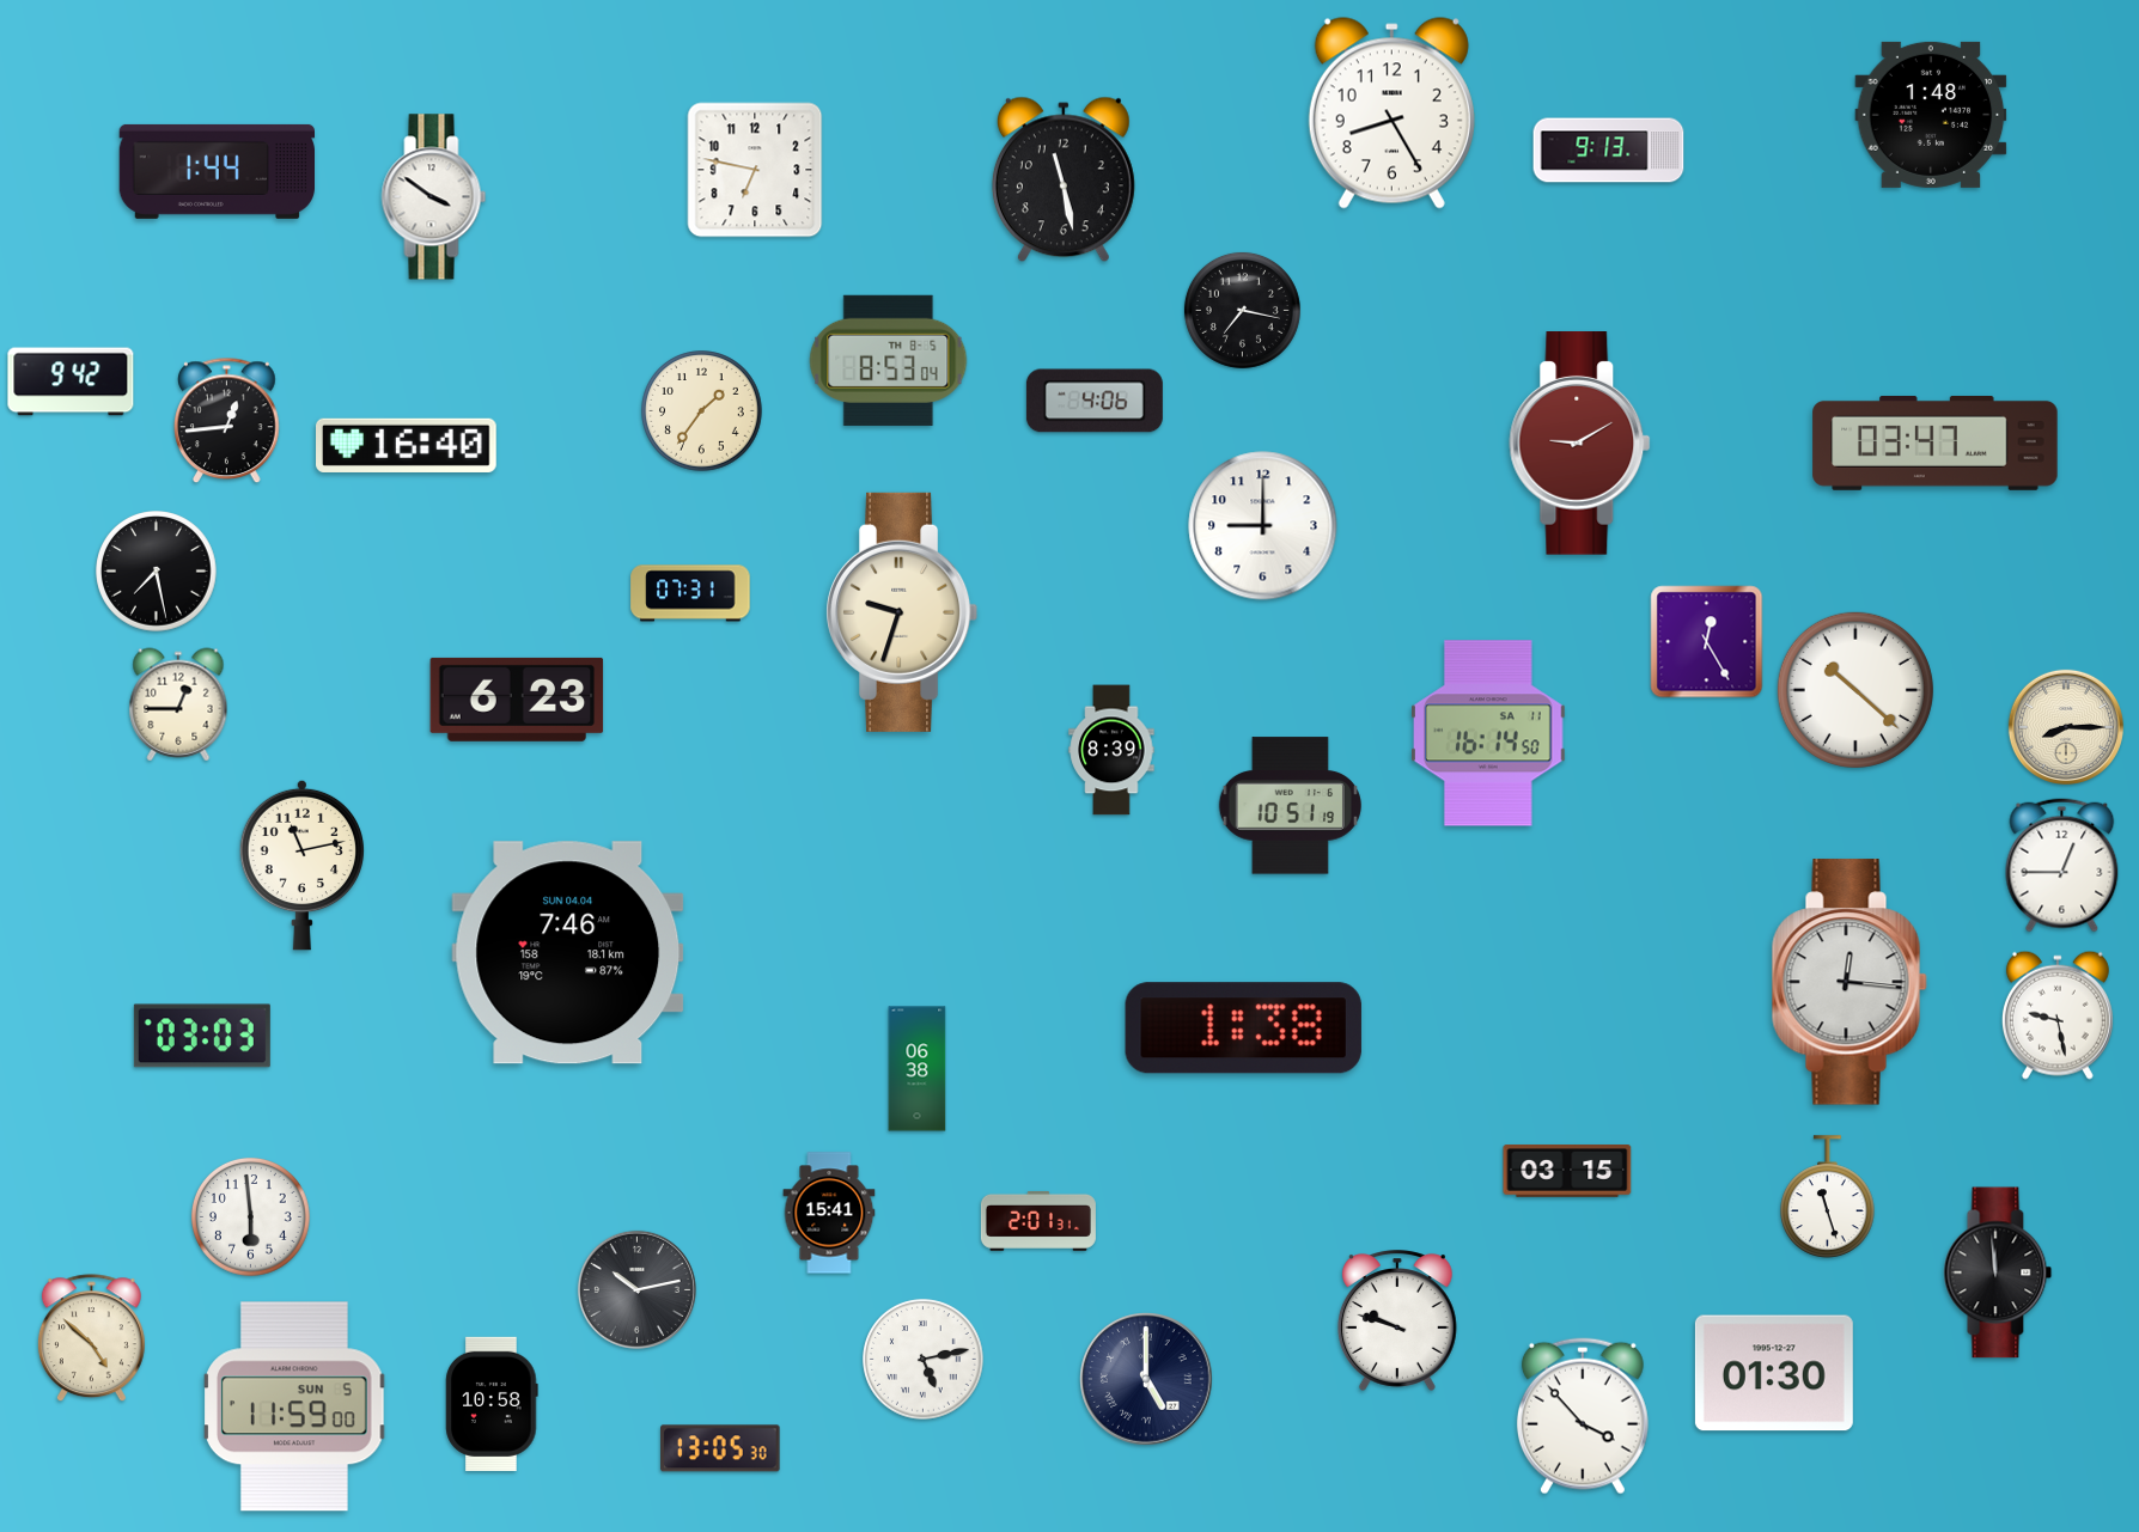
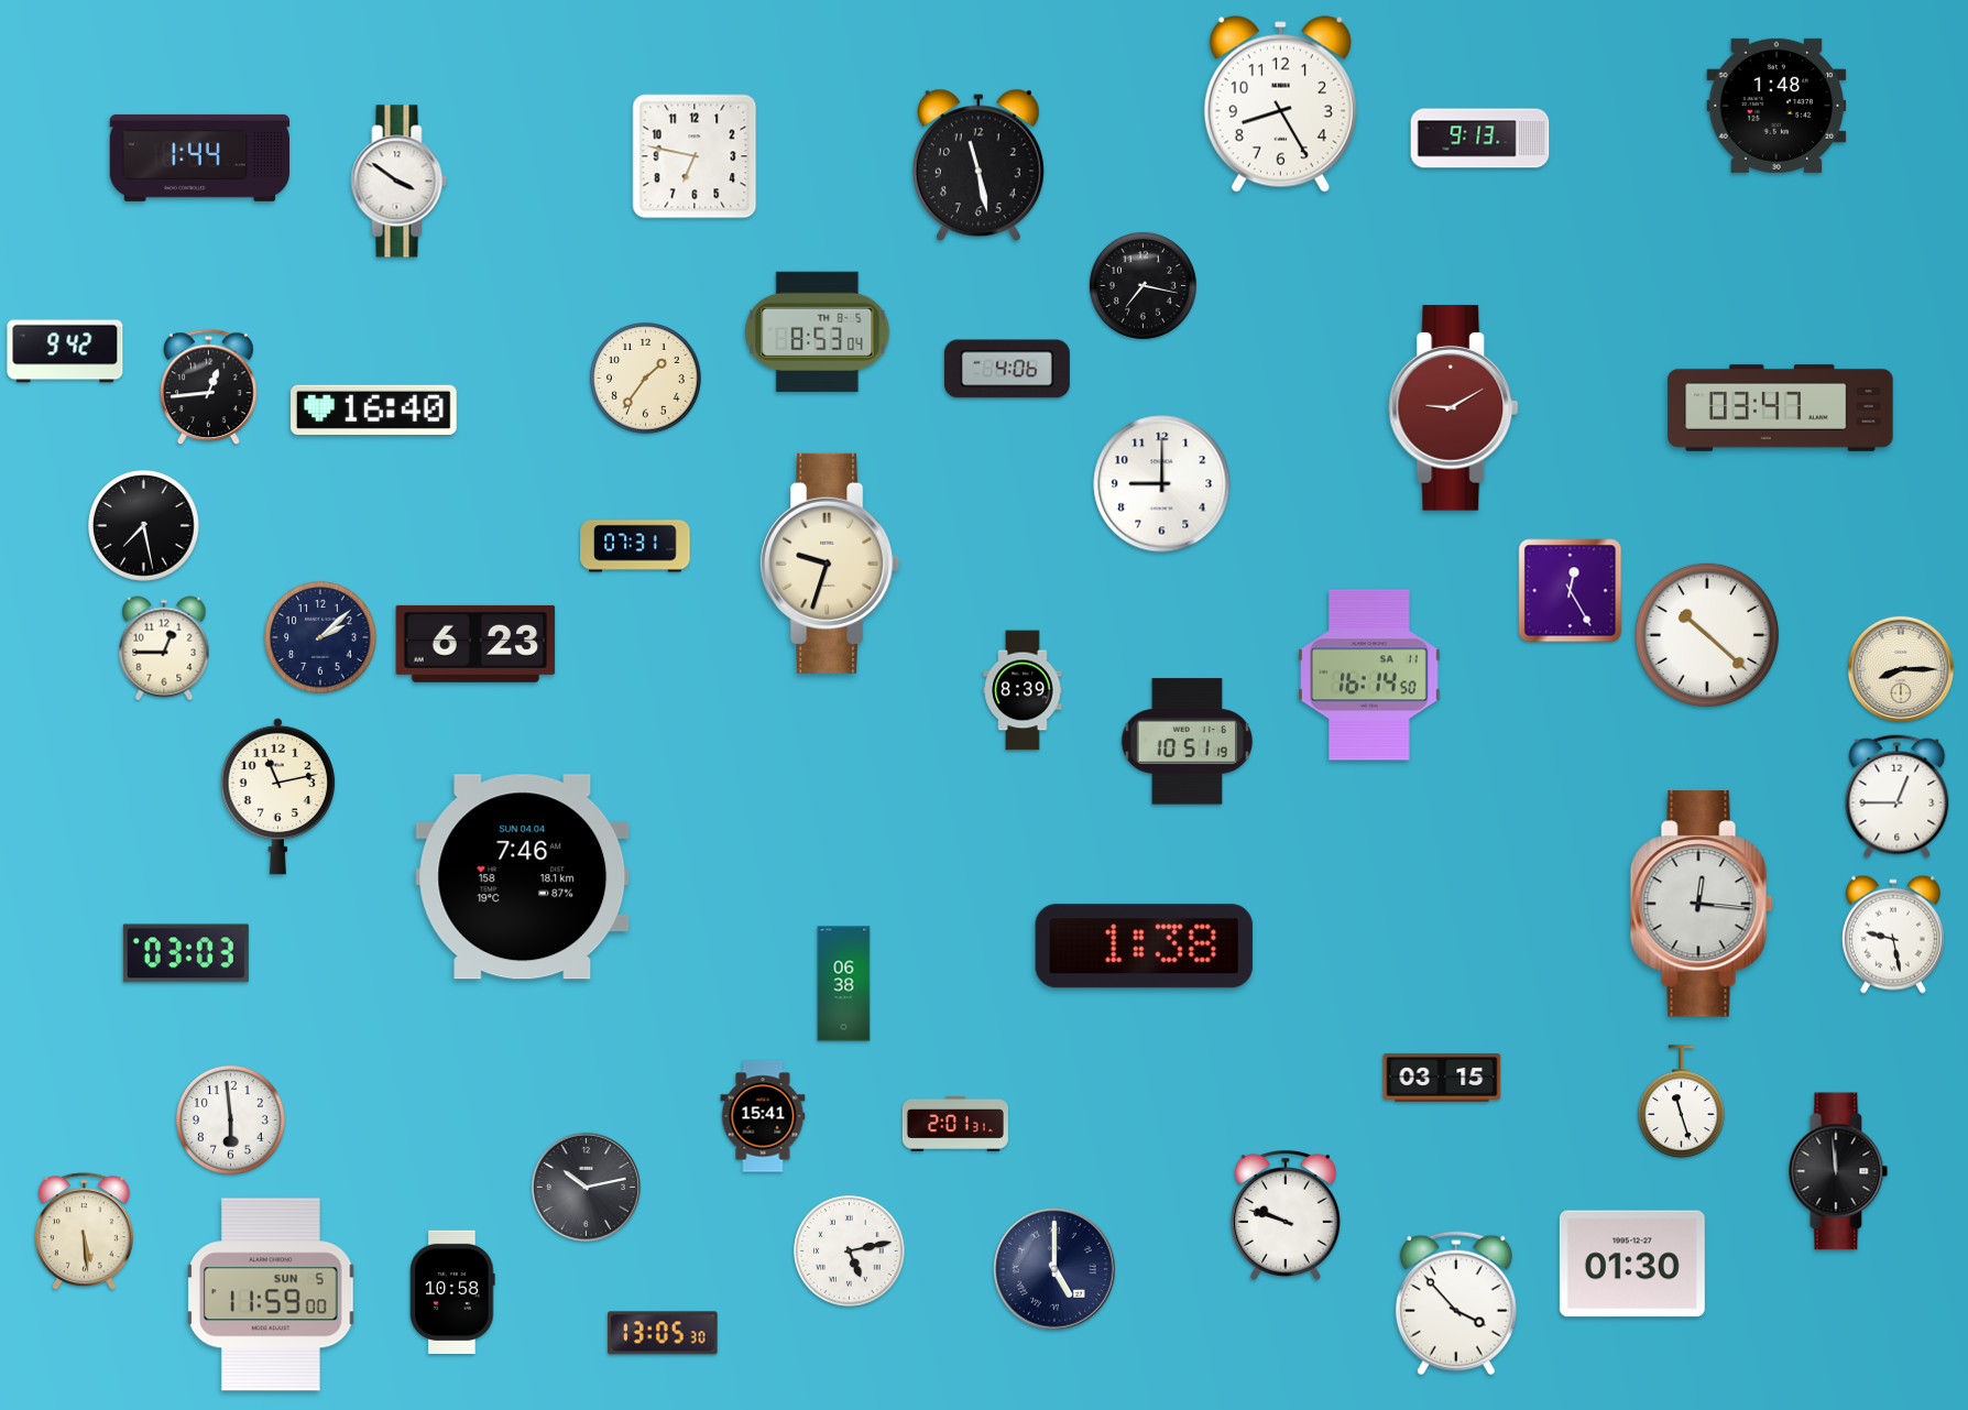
clock at (320, 637): none -> 2:08
clock at (91, 1338): 4:52 -> 5:29
